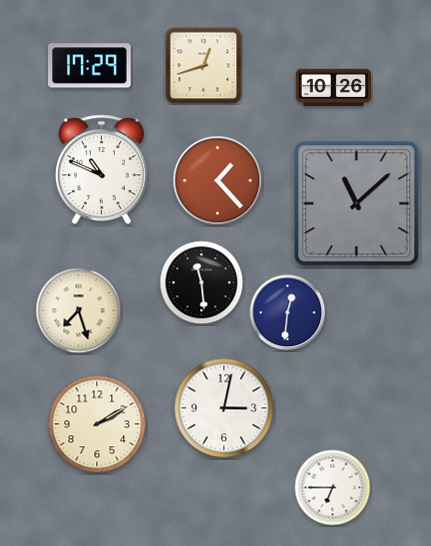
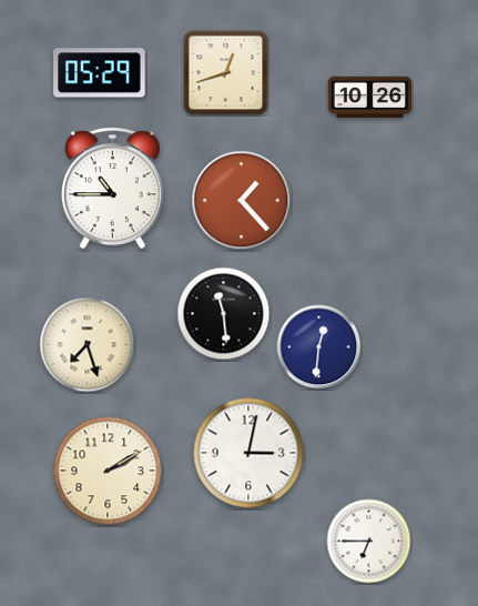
clock at (90, 66): 17:29 -> 05:29
clock at (101, 170): 10:49 -> 10:45
clock at (357, 204): 11:08 -> none
